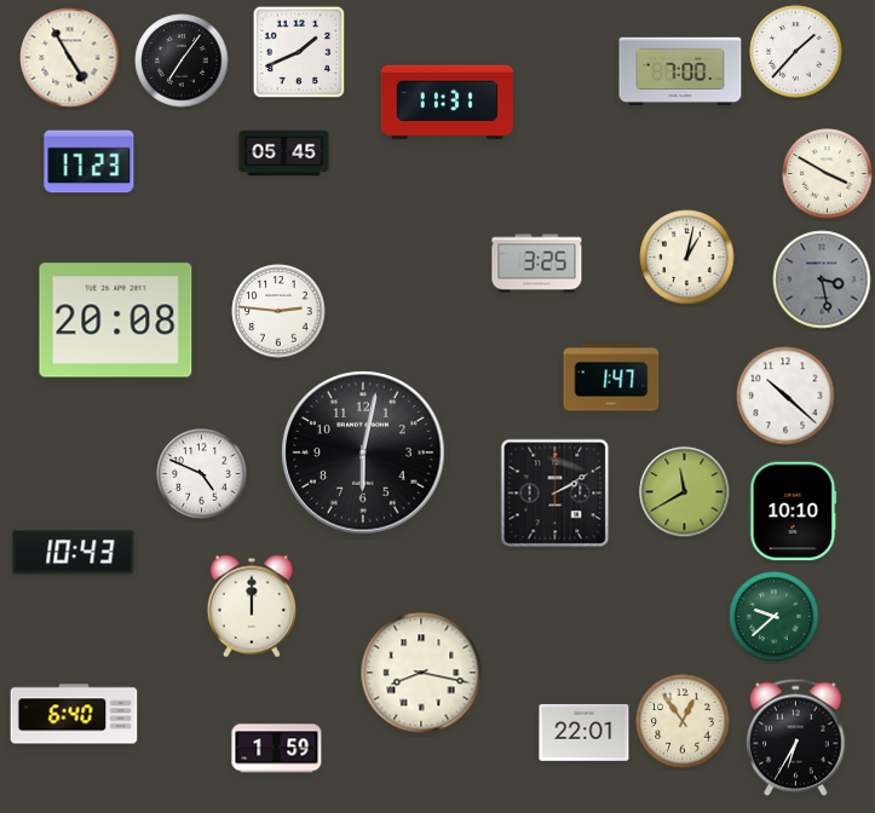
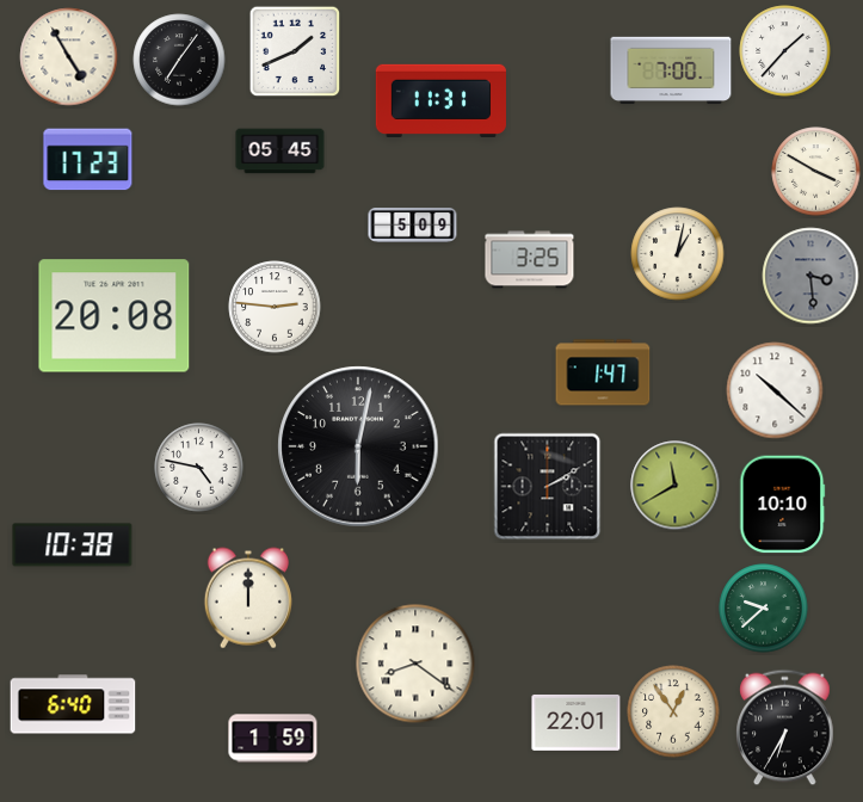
clock at (413, 226): none -> 5:09
clock at (822, 279): 3:28 -> 3:29
clock at (202, 474): 4:49 -> 4:47
clock at (74, 553): 10:43 -> 10:38
clock at (421, 673): 8:17 -> 8:21
